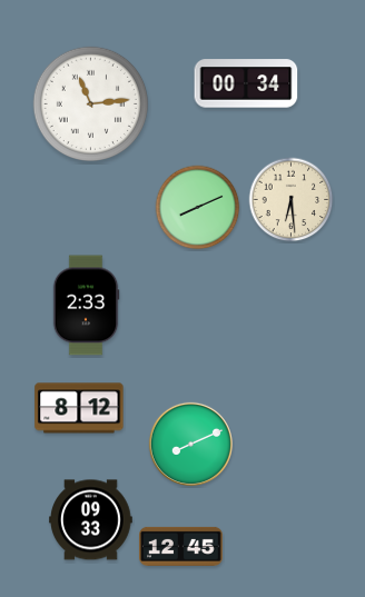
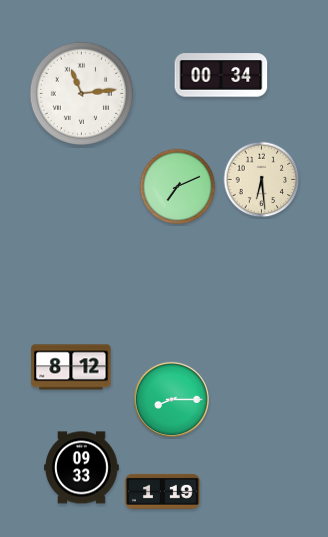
clock at (198, 208): 8:11 -> 7:11
clock at (86, 306): 2:33 -> none
clock at (190, 444): 8:11 -> 8:15
clock at (181, 546): 12:45 -> 1:19
